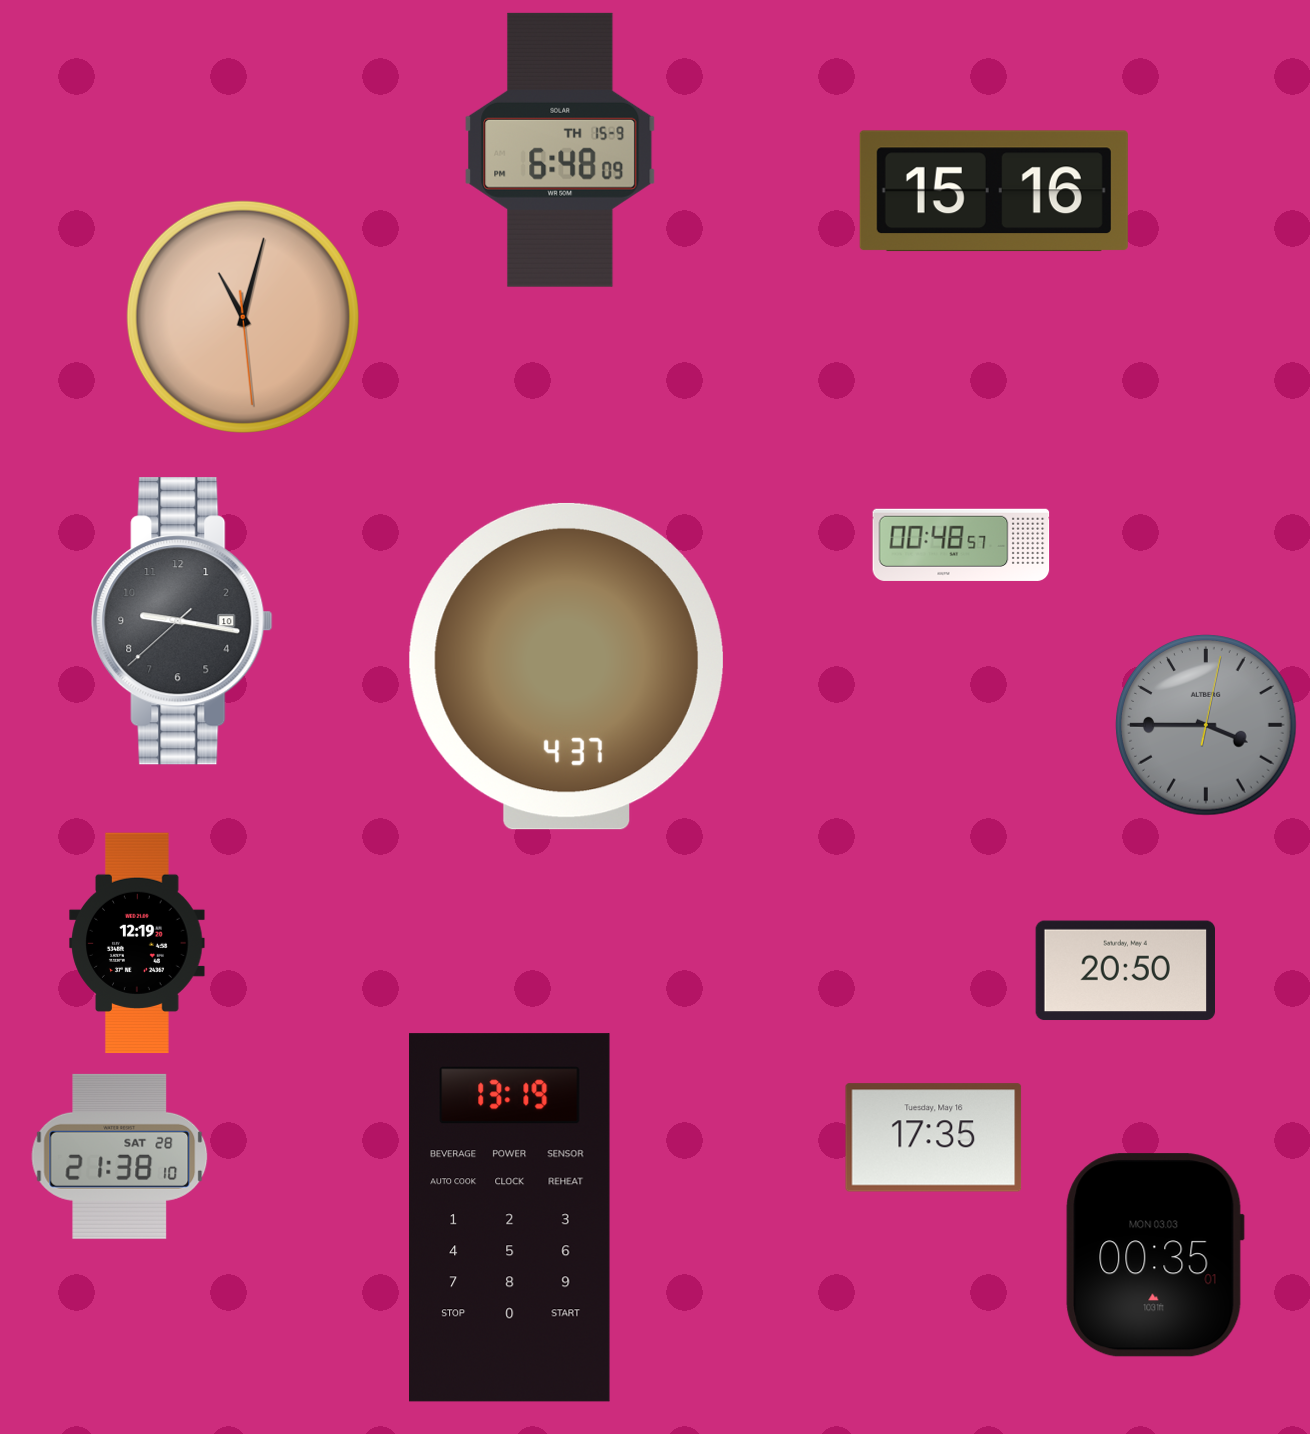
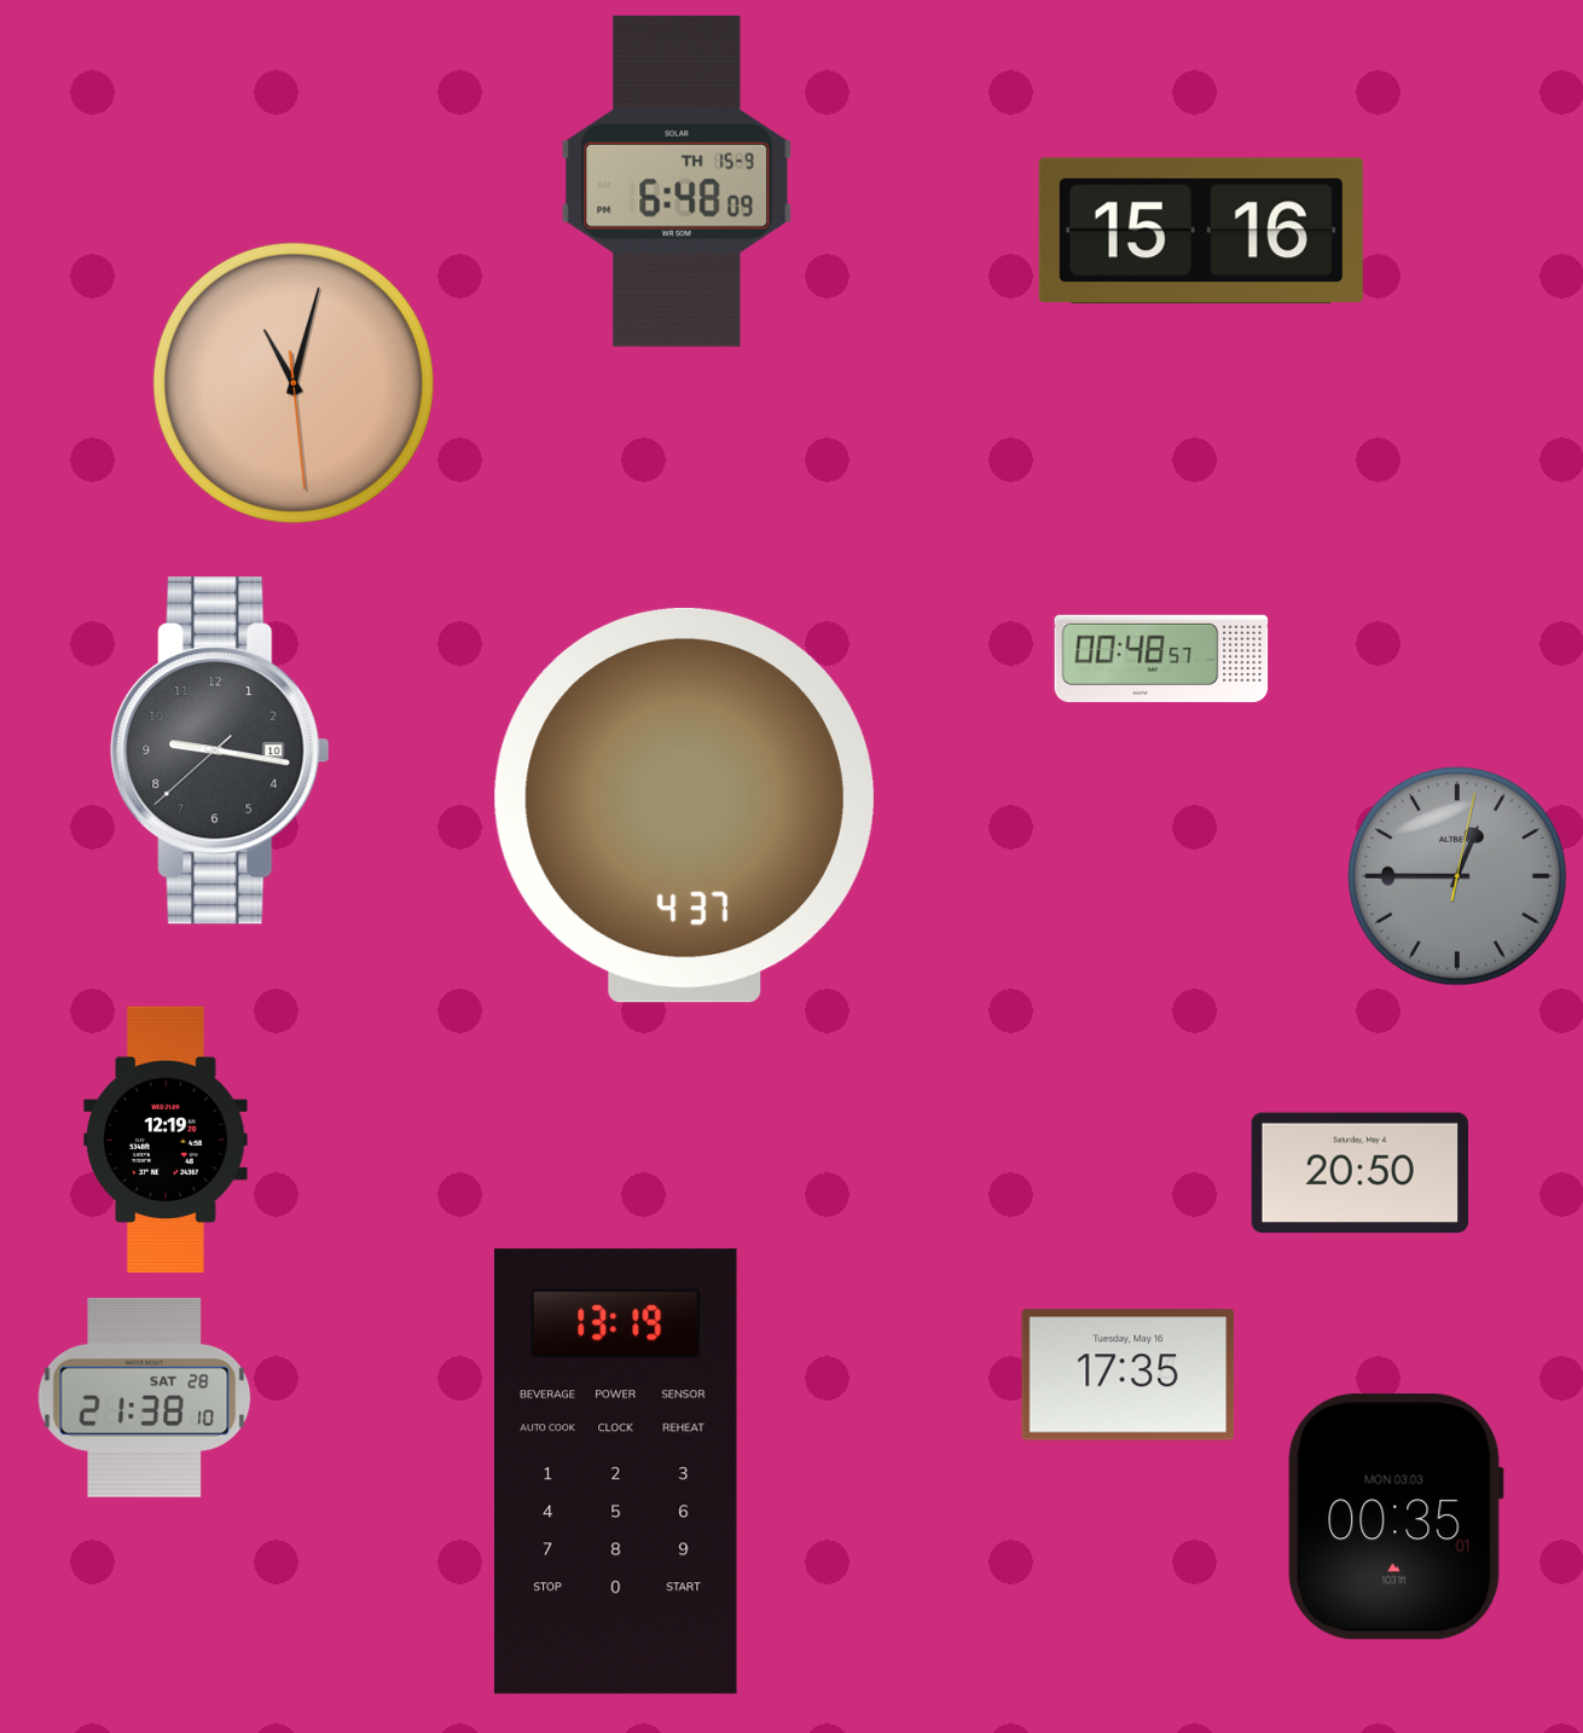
clock at (1206, 725): 3:45 -> 12:45
